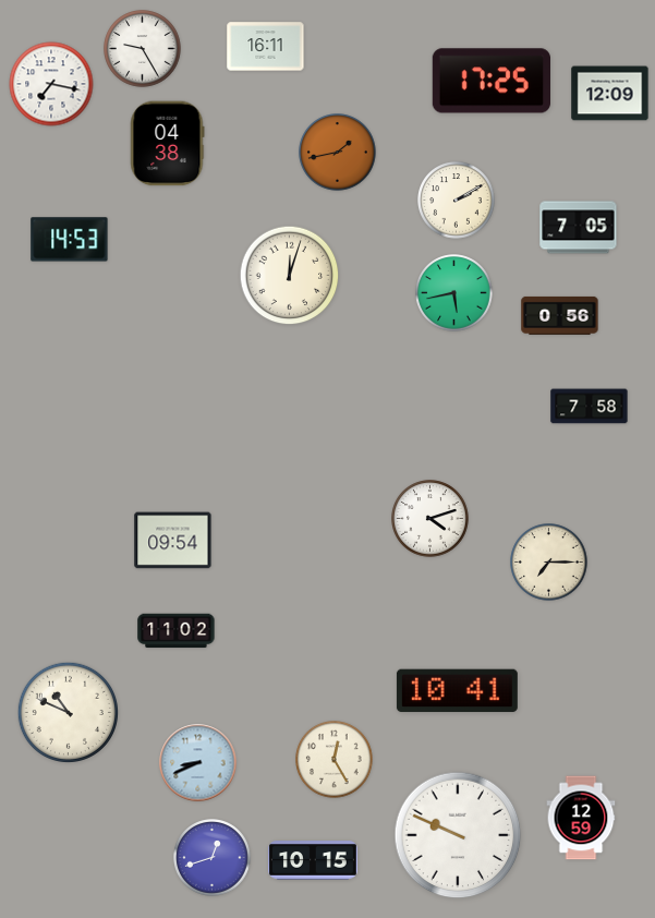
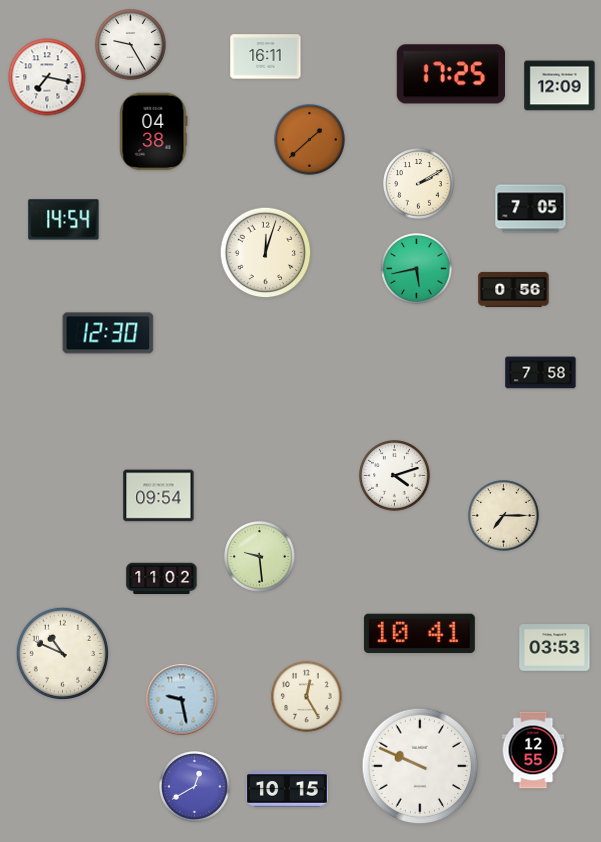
clock at (266, 47) position: (266, 47) -> (266, 57)
clock at (338, 153): 1:43 -> 1:38
clock at (70, 240): 14:53 -> 14:54
clock at (108, 333): none -> 12:30
clock at (260, 557): none -> 9:29
clock at (555, 648): none -> 03:53
clock at (198, 763): 8:41 -> 9:28
clock at (581, 818): 12:59 -> 12:55
clock at (213, 858): 12:42 -> 12:40
